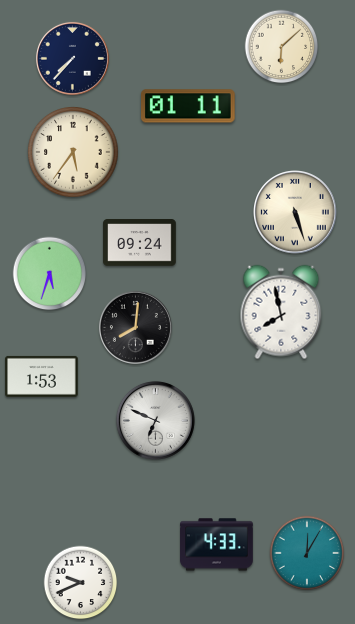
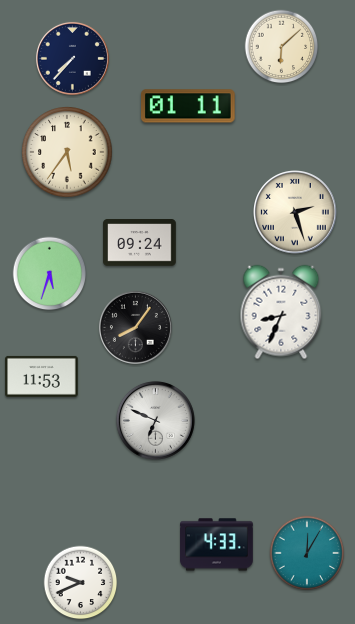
clock at (73, 152) position: (73, 152) -> (67, 152)
clock at (296, 213): 5:27 -> 2:27
clock at (281, 312): 7:58 -> 8:34
clock at (135, 327): 8:01 -> 8:06
clock at (42, 376): 1:53 -> 11:53
